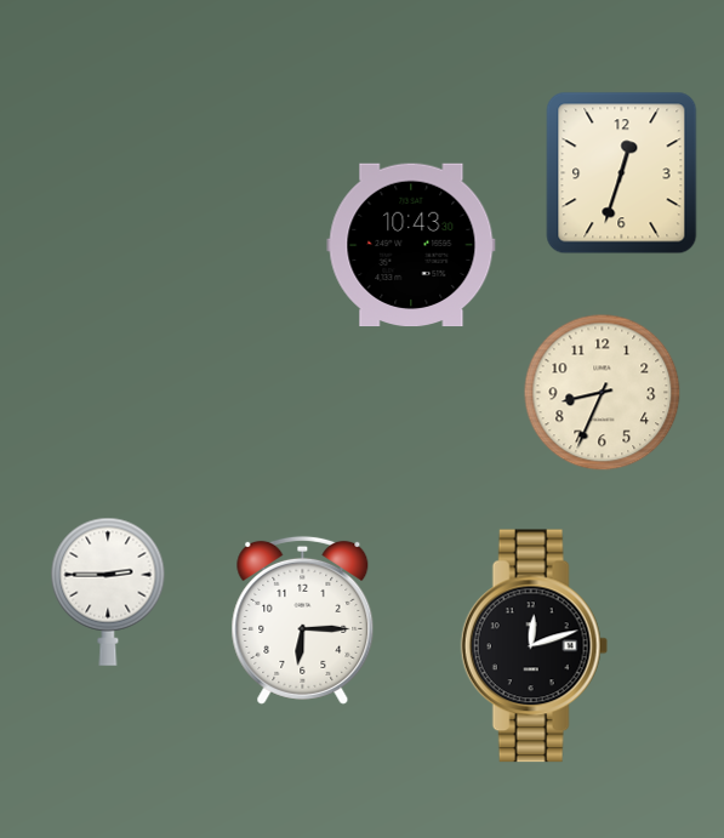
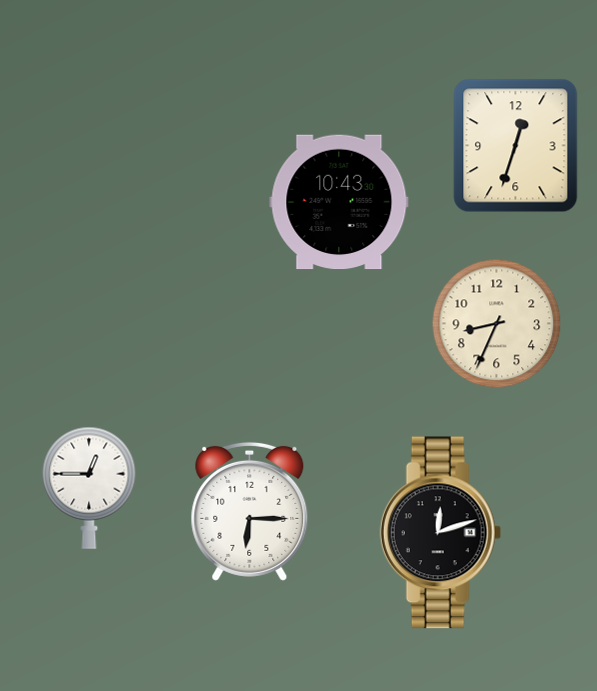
clock at (622, 173) position: (622, 173) -> (516, 146)
clock at (108, 592): 2:45 -> 12:45
